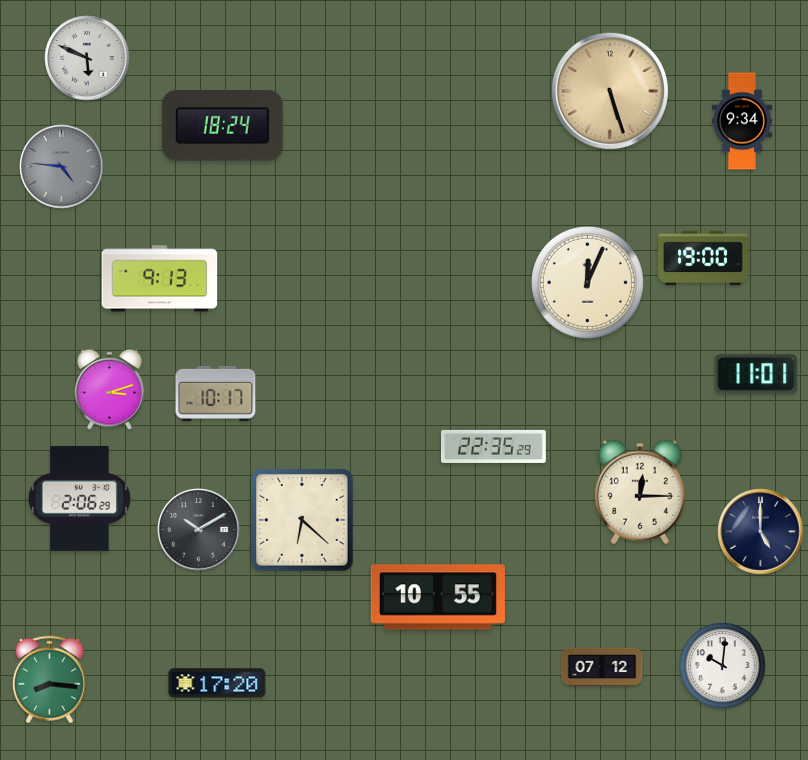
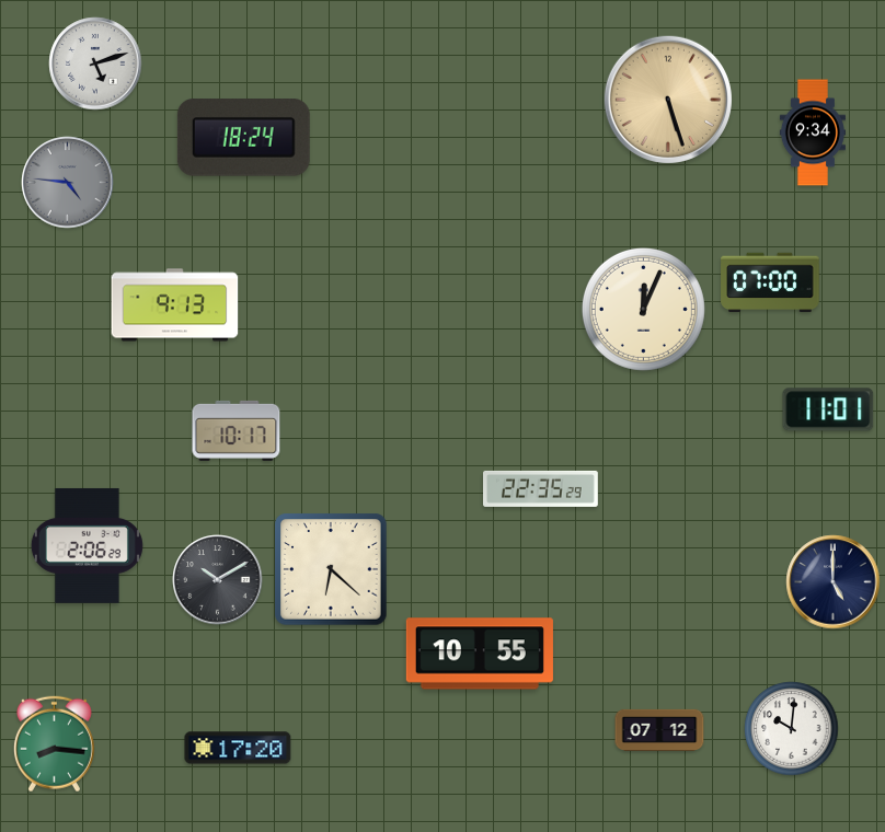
clock at (87, 58): 5:49 -> 5:12
clock at (703, 258): 19:00 -> 07:00
clock at (110, 389): 3:12 -> none
clock at (640, 492): 12:15 -> none
